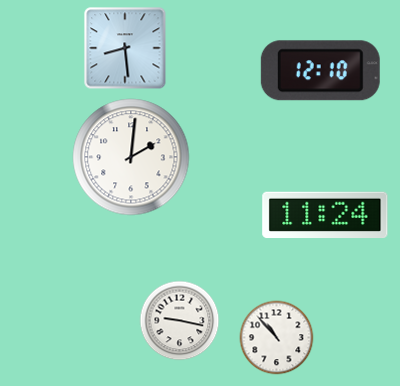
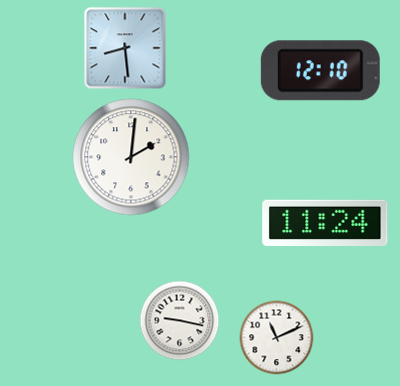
clock at (325, 215) position: (325, 215) -> (325, 223)
clock at (277, 338): 10:53 -> 11:11
